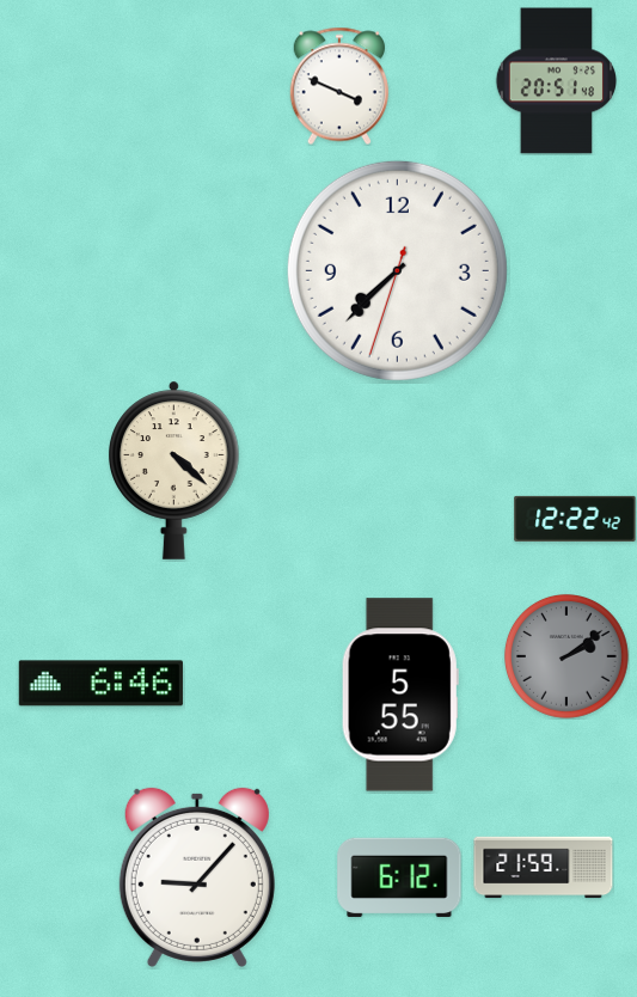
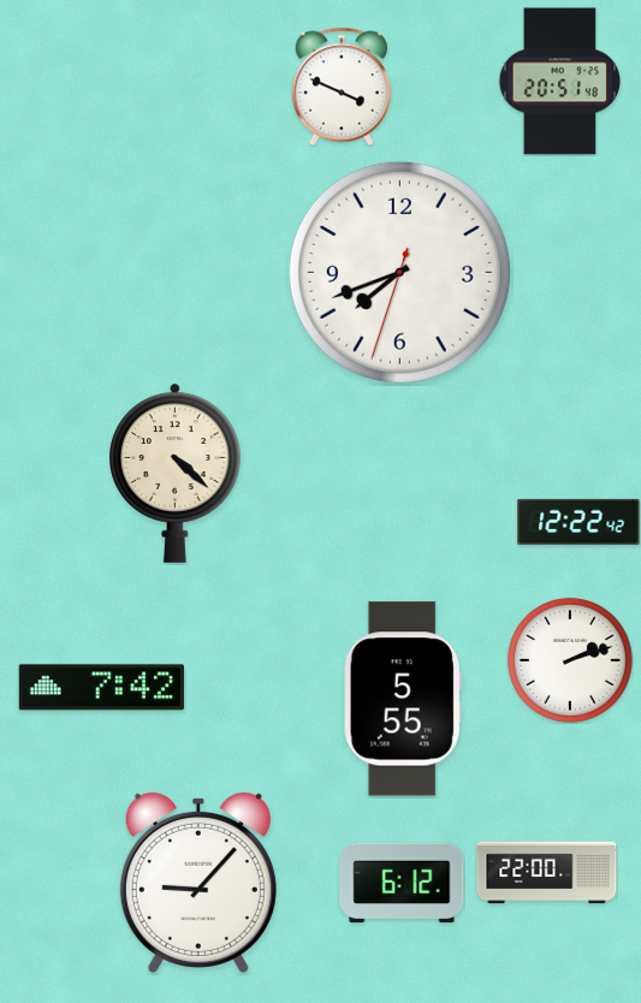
clock at (397, 270): 7:37 -> 7:41
clock at (566, 656): 2:09 -> 2:12
clock at (566, 656) dial: grey -> white
clock at (100, 684): 6:46 -> 7:42
clock at (544, 868): 21:59 -> 22:00
